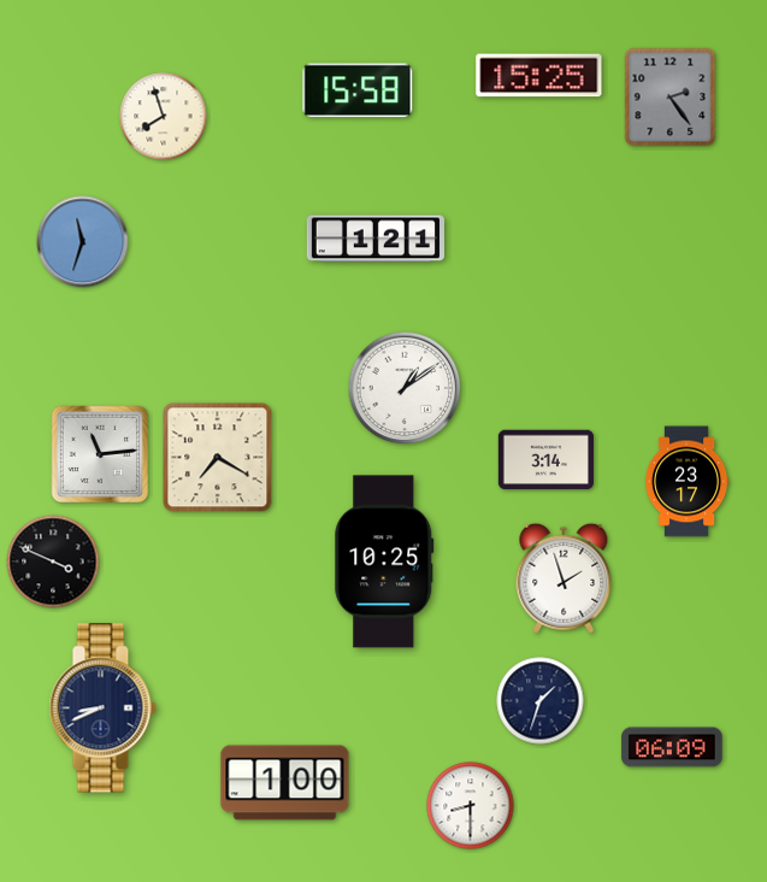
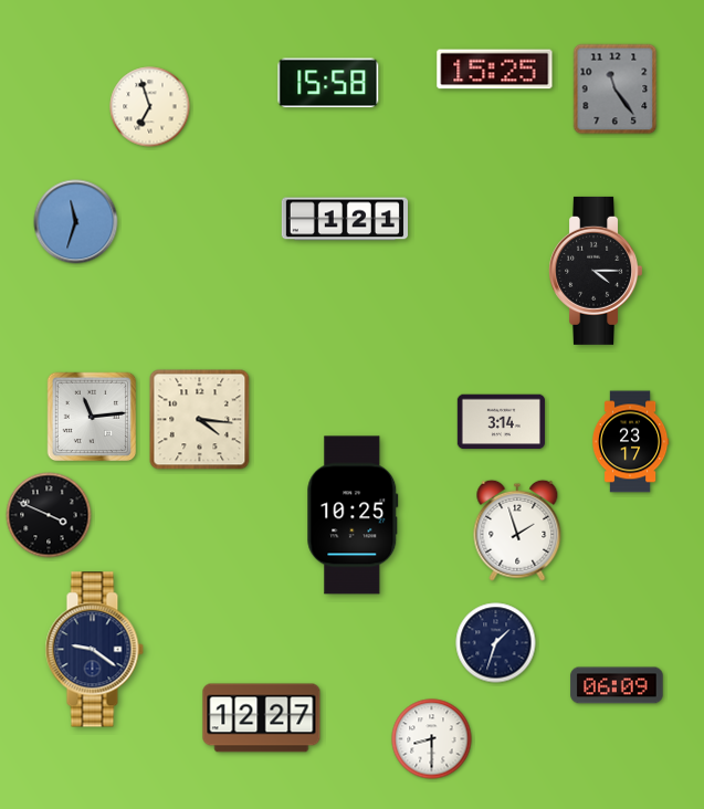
clock at (671, 98): 2:24 -> 11:24
clock at (164, 117): 7:57 -> 6:57
clock at (596, 271): none -> 4:15
clock at (405, 388): 1:09 -> none
clock at (218, 458): 7:20 -> 4:16
clock at (102, 708): 8:41 -> 9:21
clock at (285, 783): 1:00 -> 12:27
